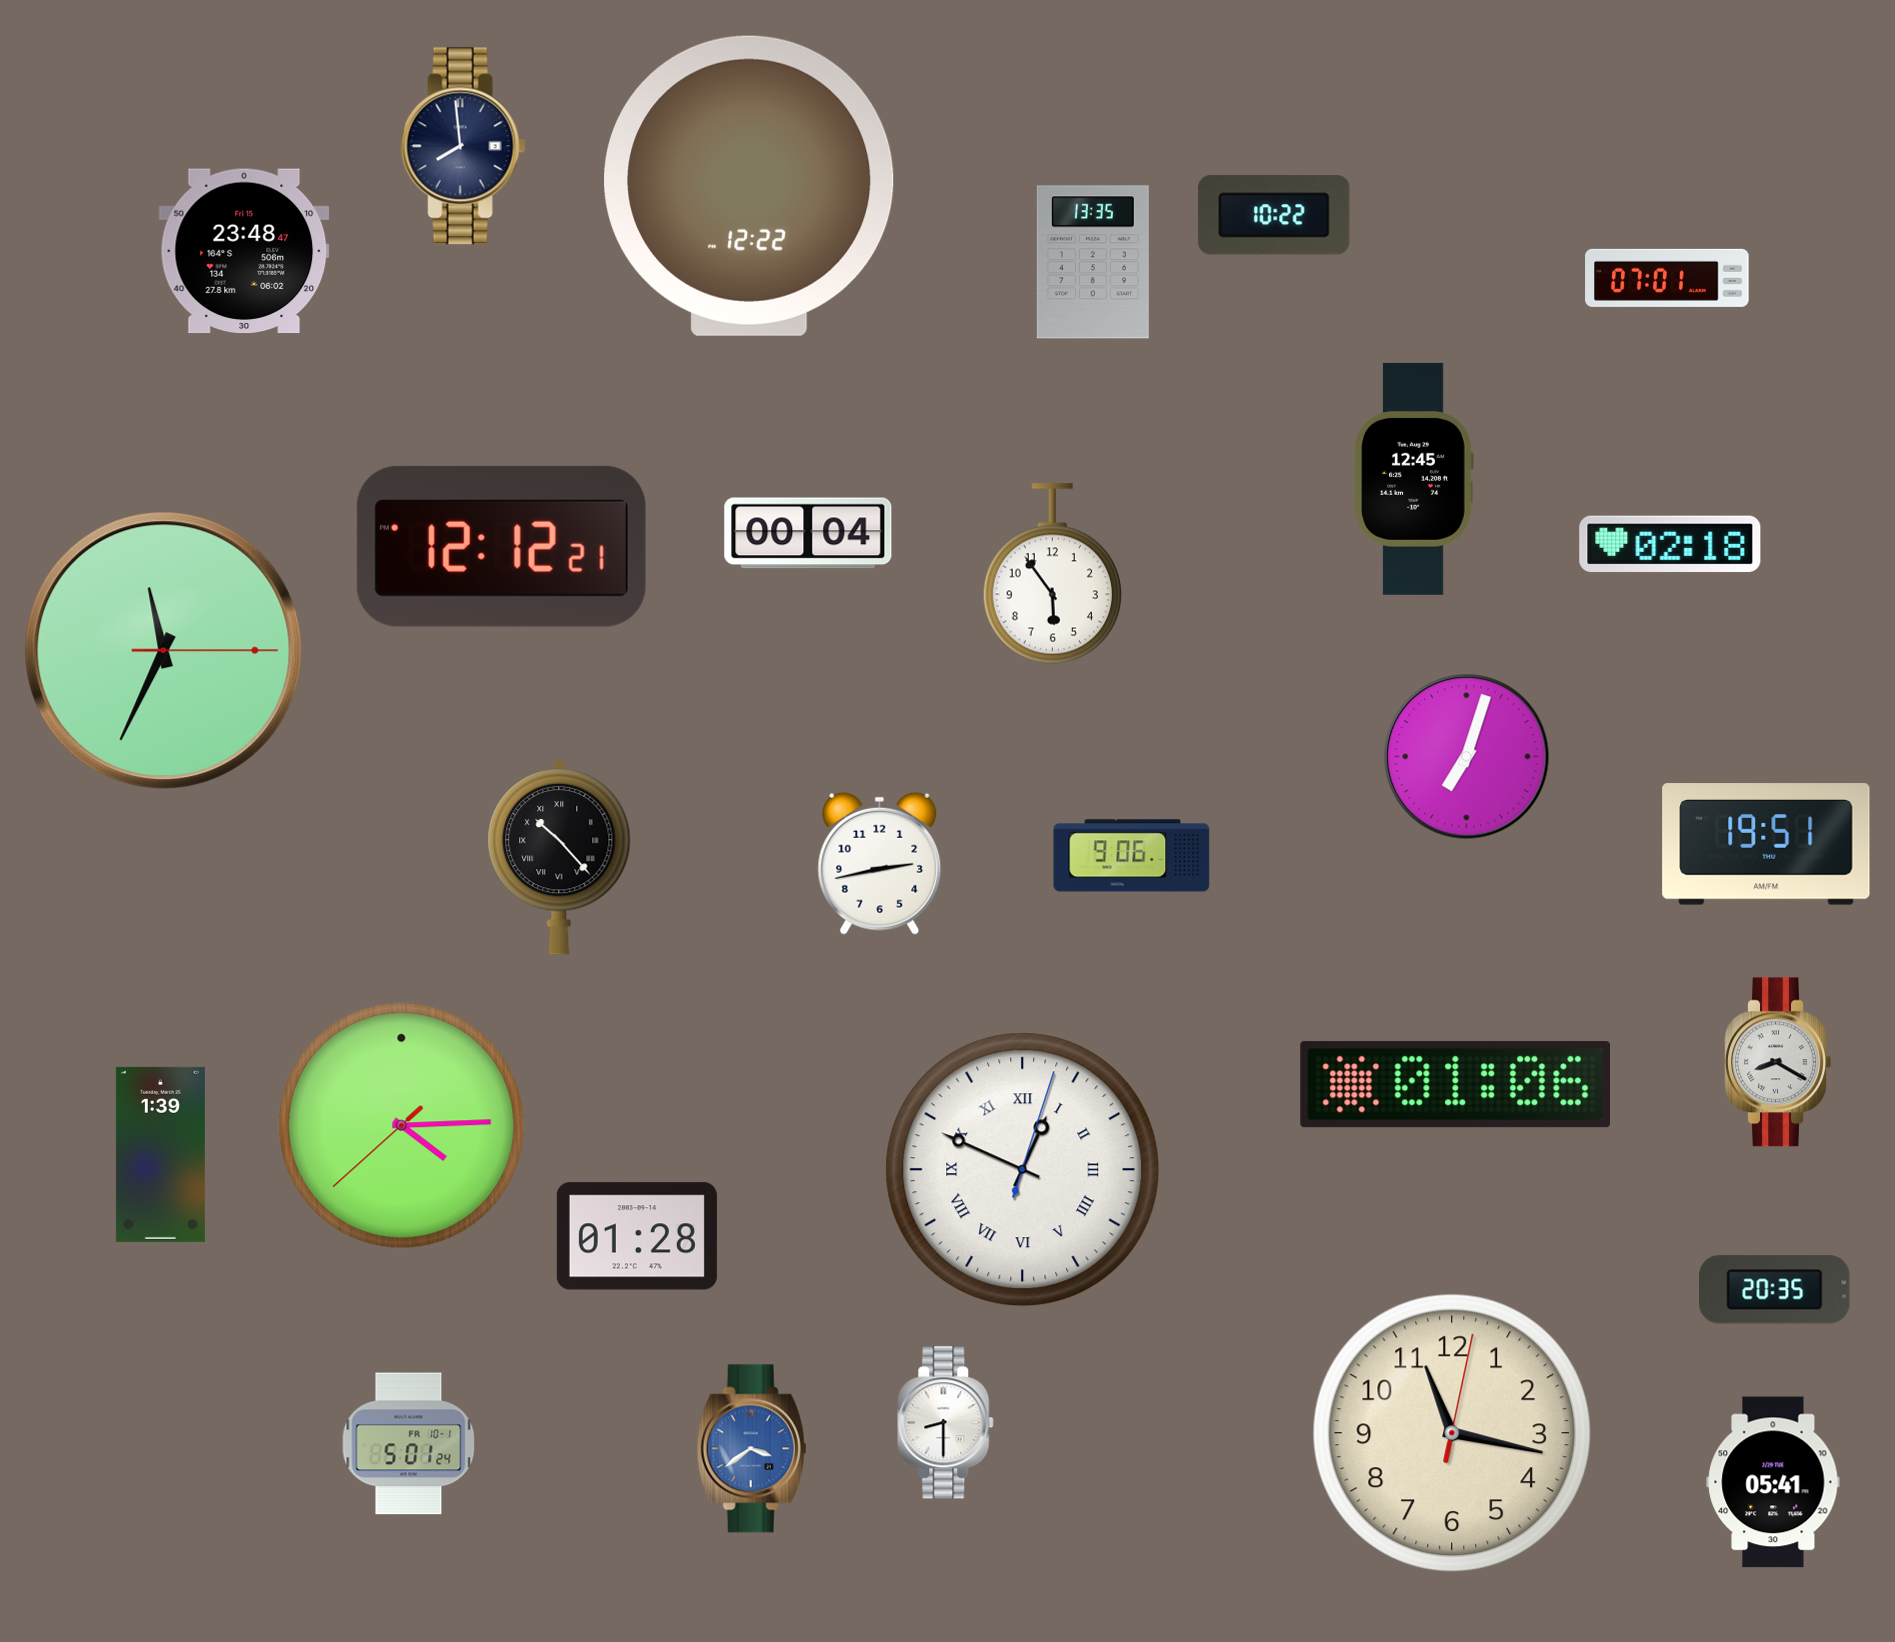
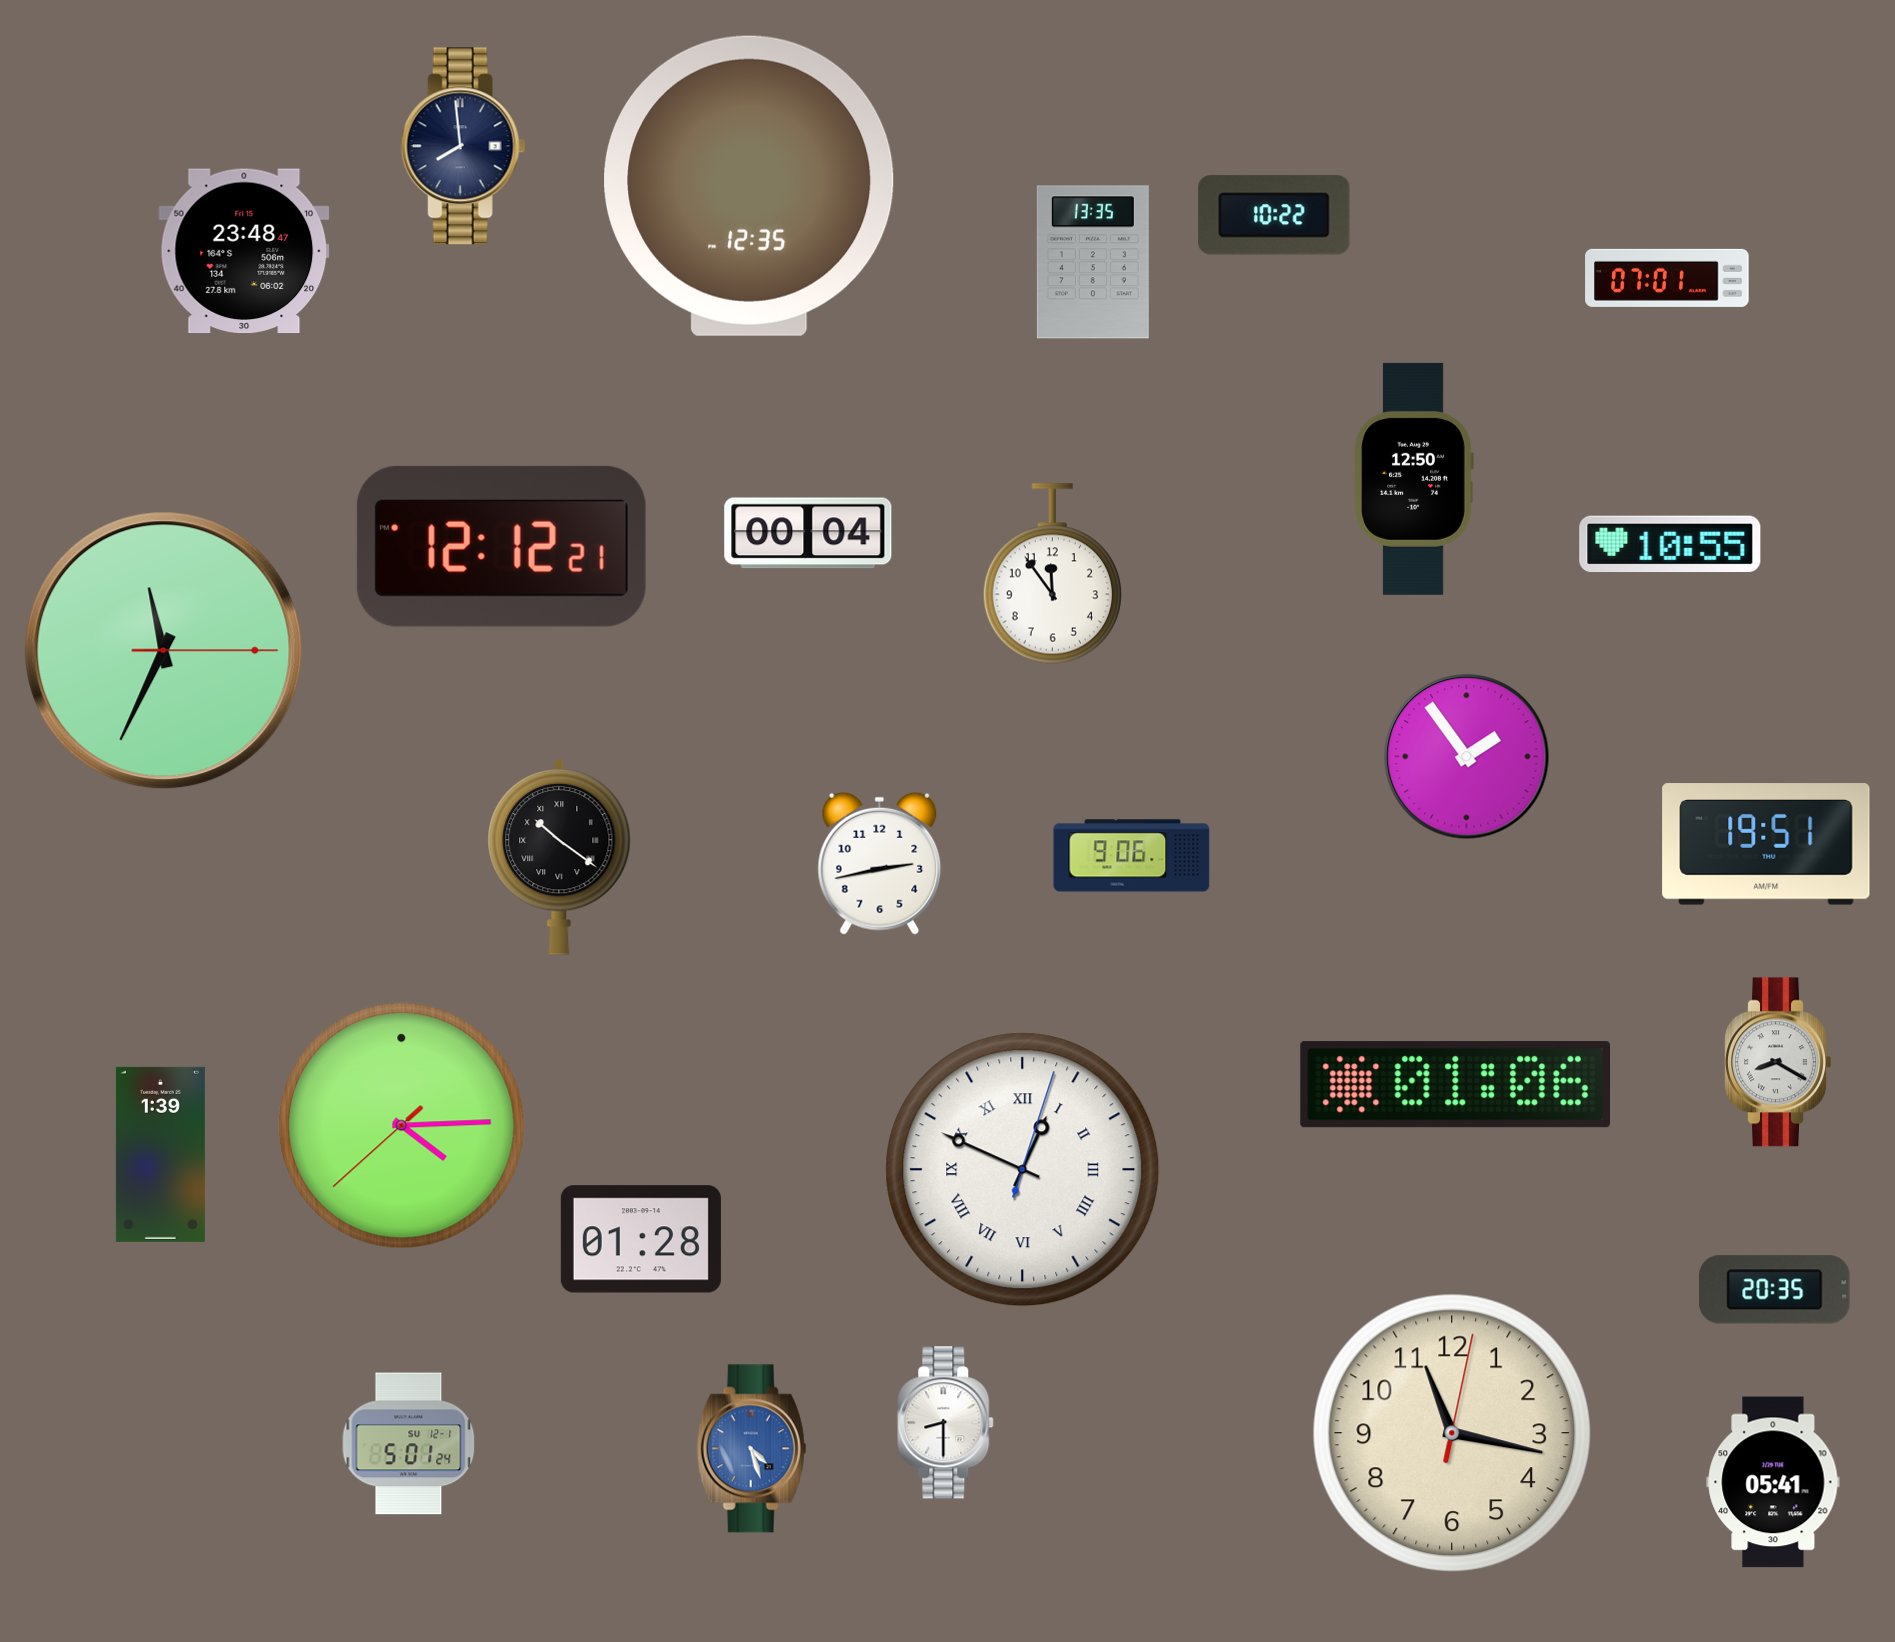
clock at (749, 186): 12:22 -> 12:35
clock at (1414, 479): 12:45 -> 12:50
clock at (1670, 544): 02:18 -> 10:55
clock at (1052, 574): 5:54 -> 11:54
clock at (1467, 757): 7:03 -> 1:54
clock at (559, 857): 10:23 -> 10:21
clock at (637, 1236) position: (637, 1236) -> (641, 1239)
clock at (409, 1444) date: FR 10-1 -> SU 12-1
clock at (752, 1449): 3:39 -> 4:27
